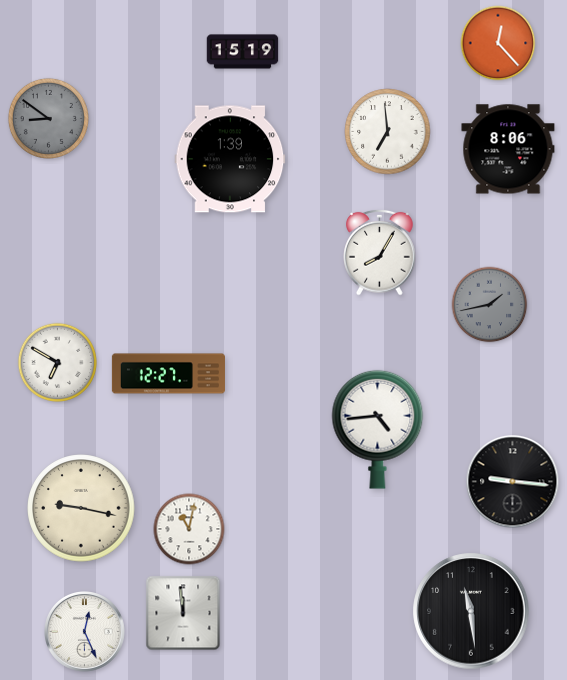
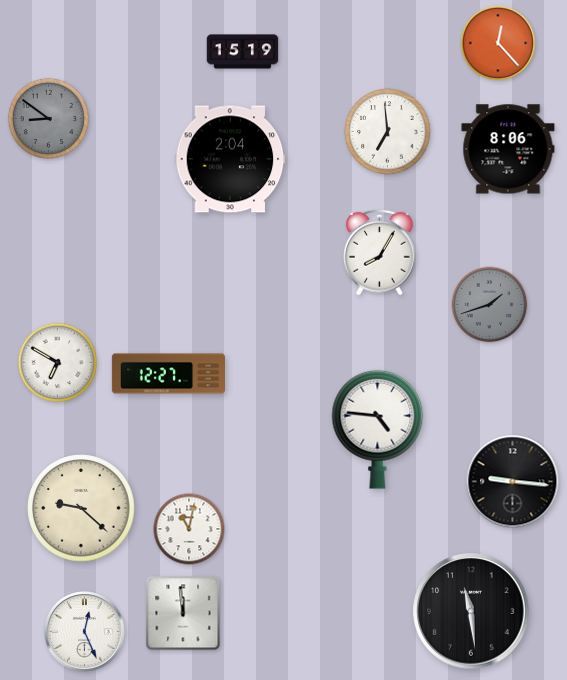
clock at (230, 159): 1:39 -> 2:04
clock at (490, 305): 1:43 -> 1:42
clock at (378, 429): 4:44 -> 4:46
clock at (81, 508): 9:17 -> 9:22
